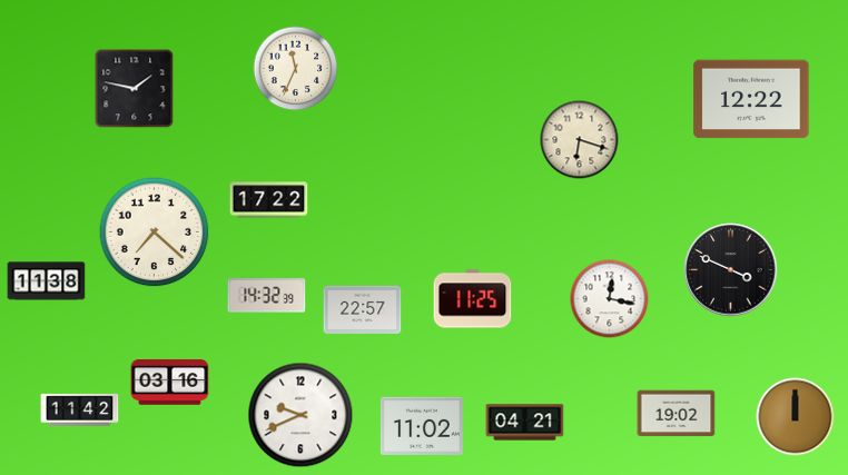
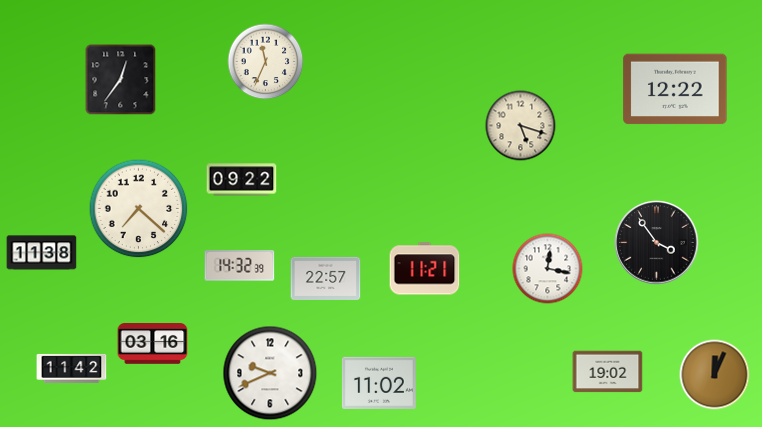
clock at (135, 89): 1:47 -> 12:36
clock at (580, 140): 6:18 -> 5:18
clock at (269, 200): 17:22 -> 09:22
clock at (731, 270): 3:49 -> 3:54
clock at (473, 299): 11:25 -> 11:21
clock at (796, 417): 12:00 -> 12:04
clock at (525, 423): 04:21 -> none
